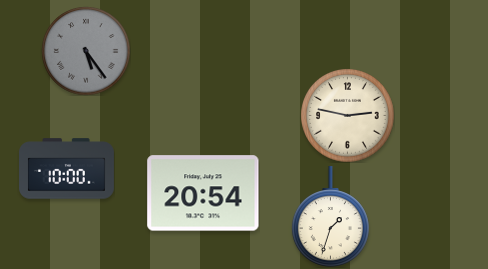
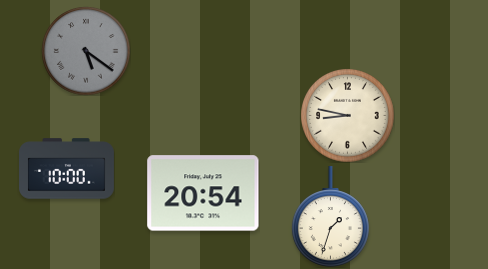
clock at (86, 51): 5:24 -> 5:21
clock at (347, 115): 2:47 -> 8:47
